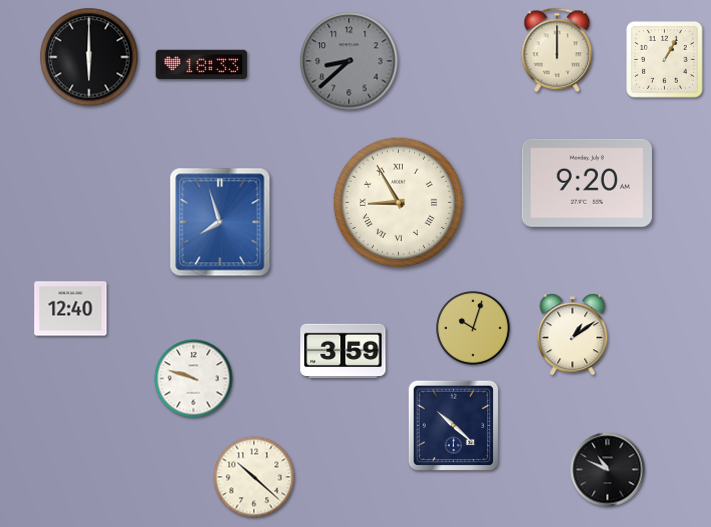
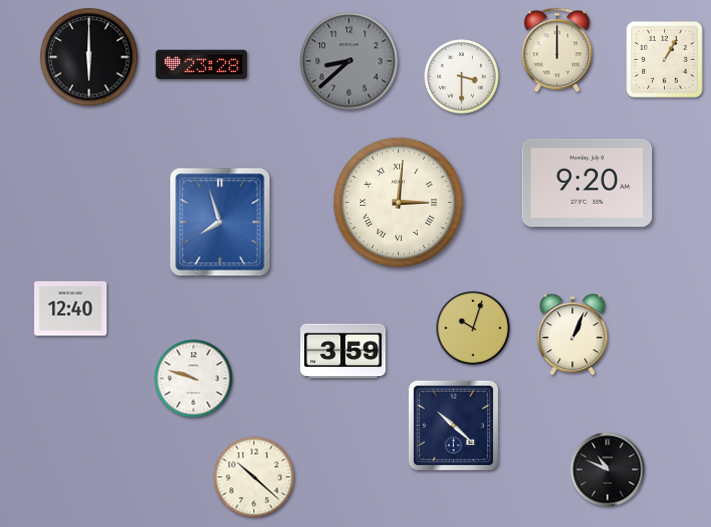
clock at (202, 65): 18:33 -> 23:28
clock at (462, 77): none -> 3:30
clock at (399, 203): 8:55 -> 3:01
clock at (573, 335): 1:09 -> 1:04
